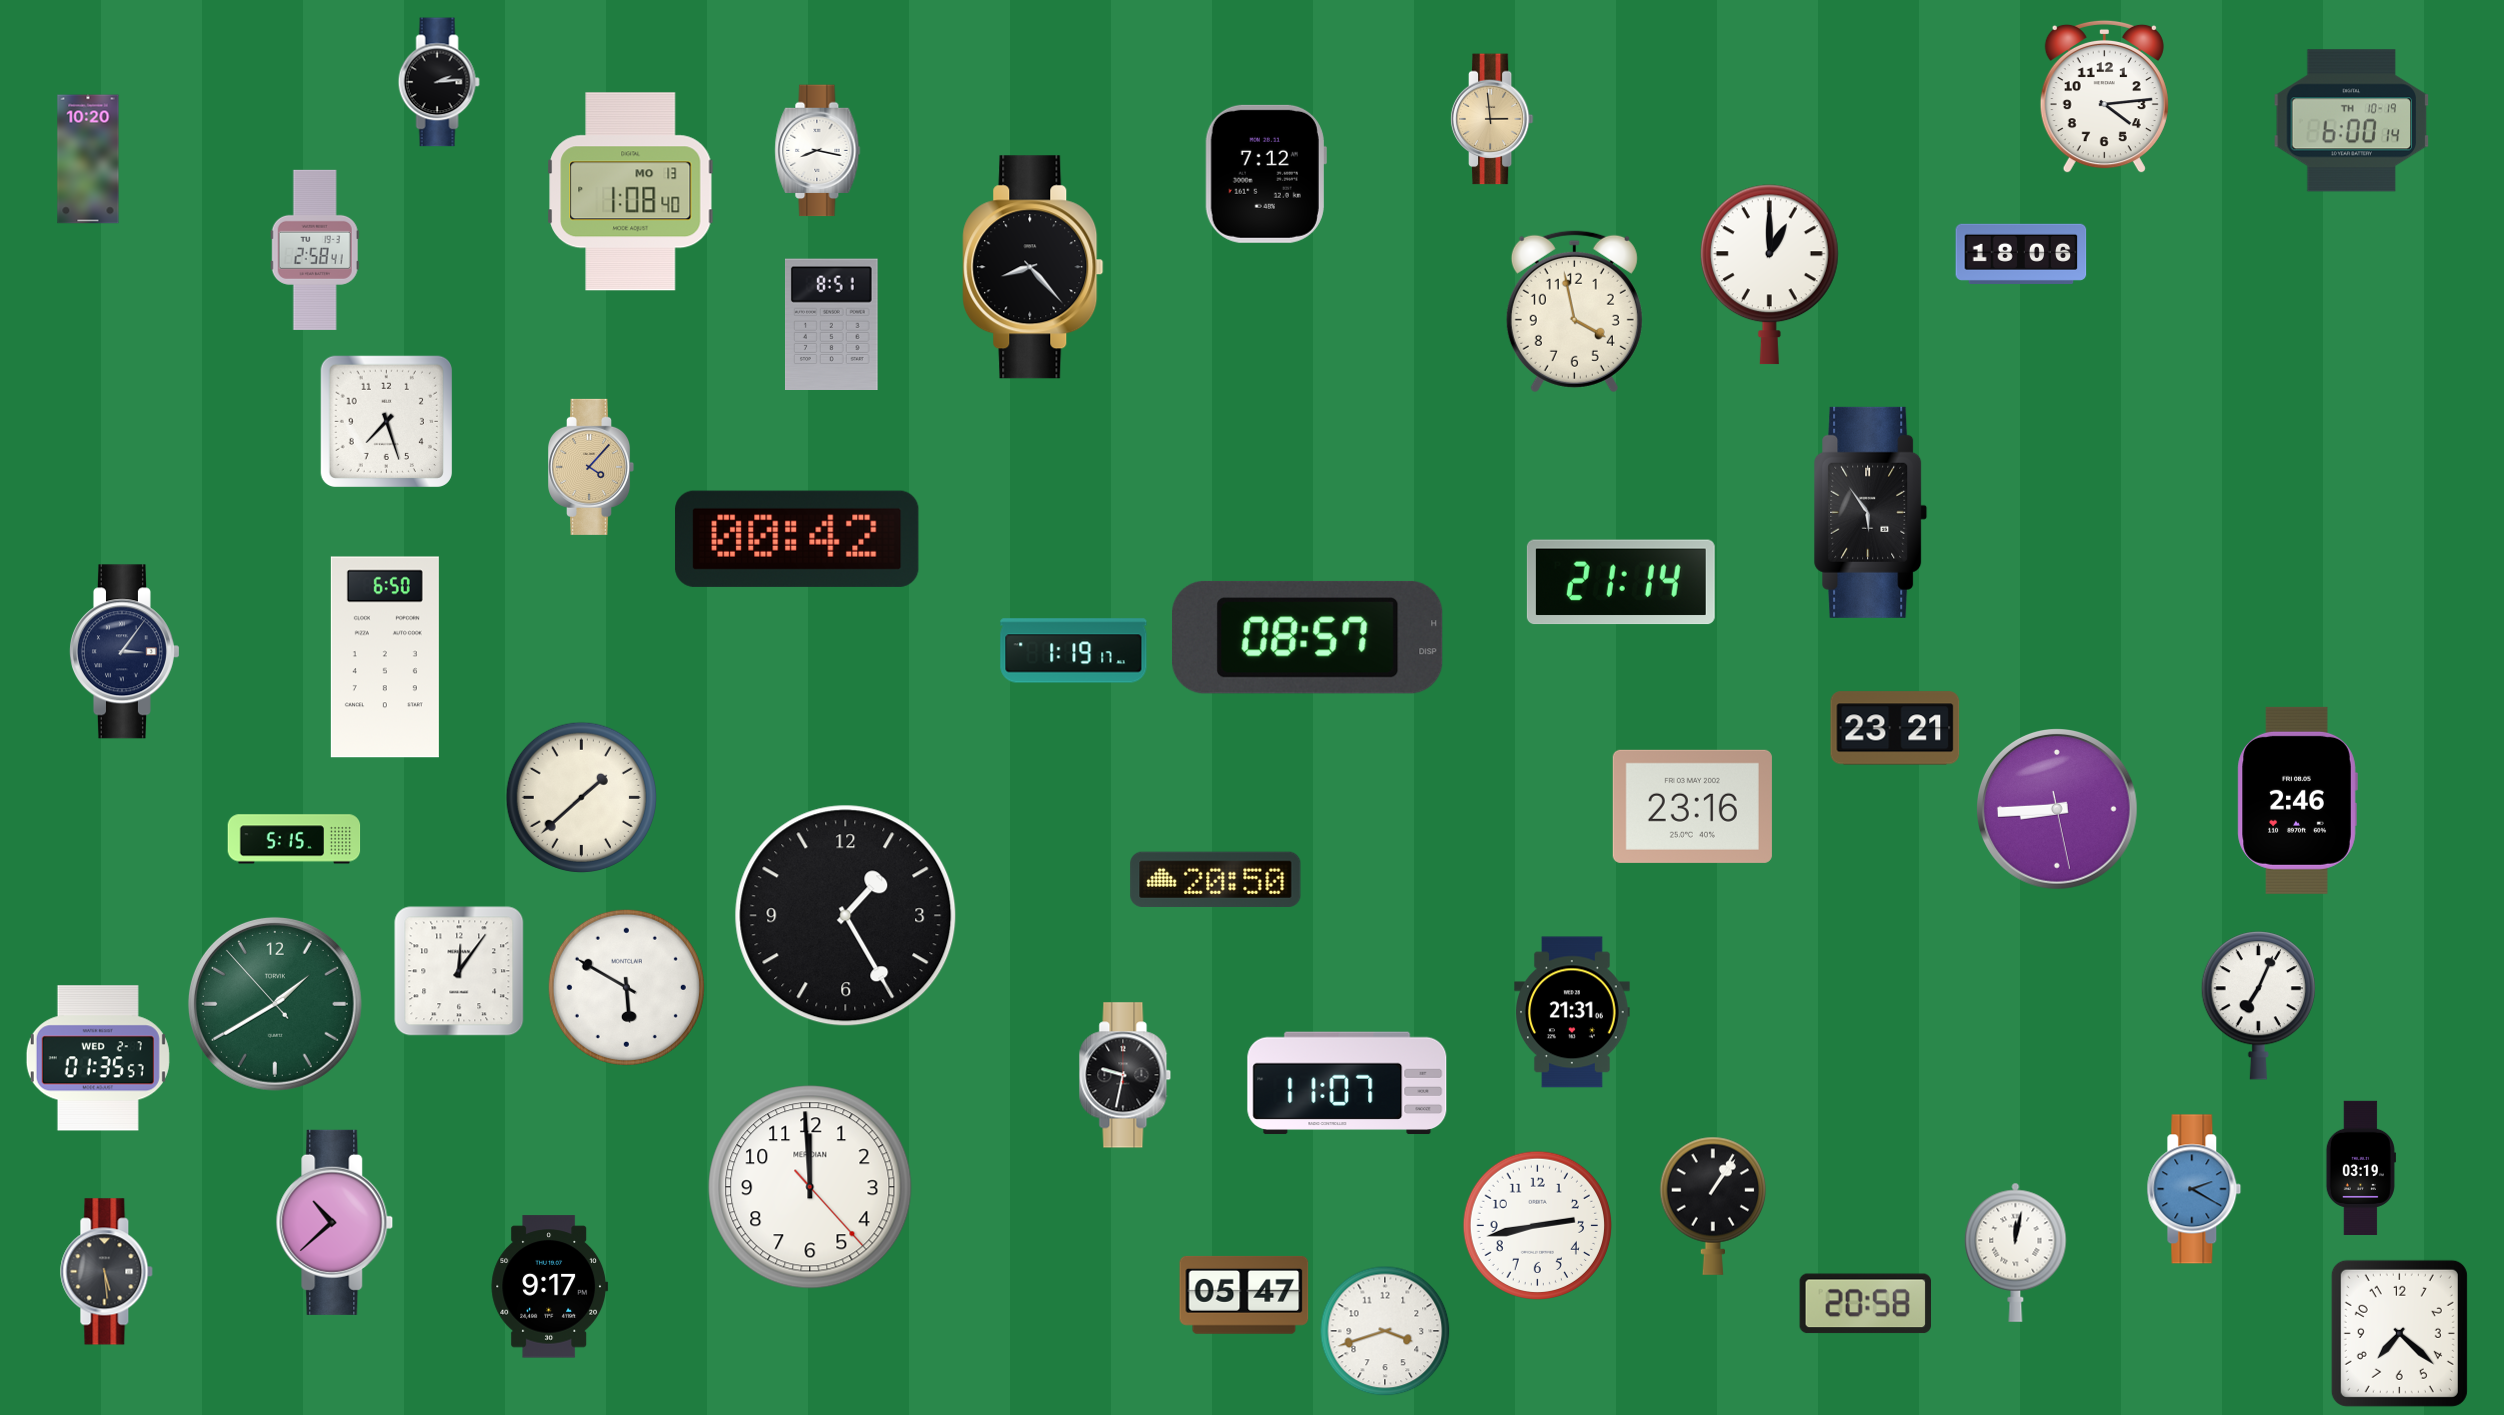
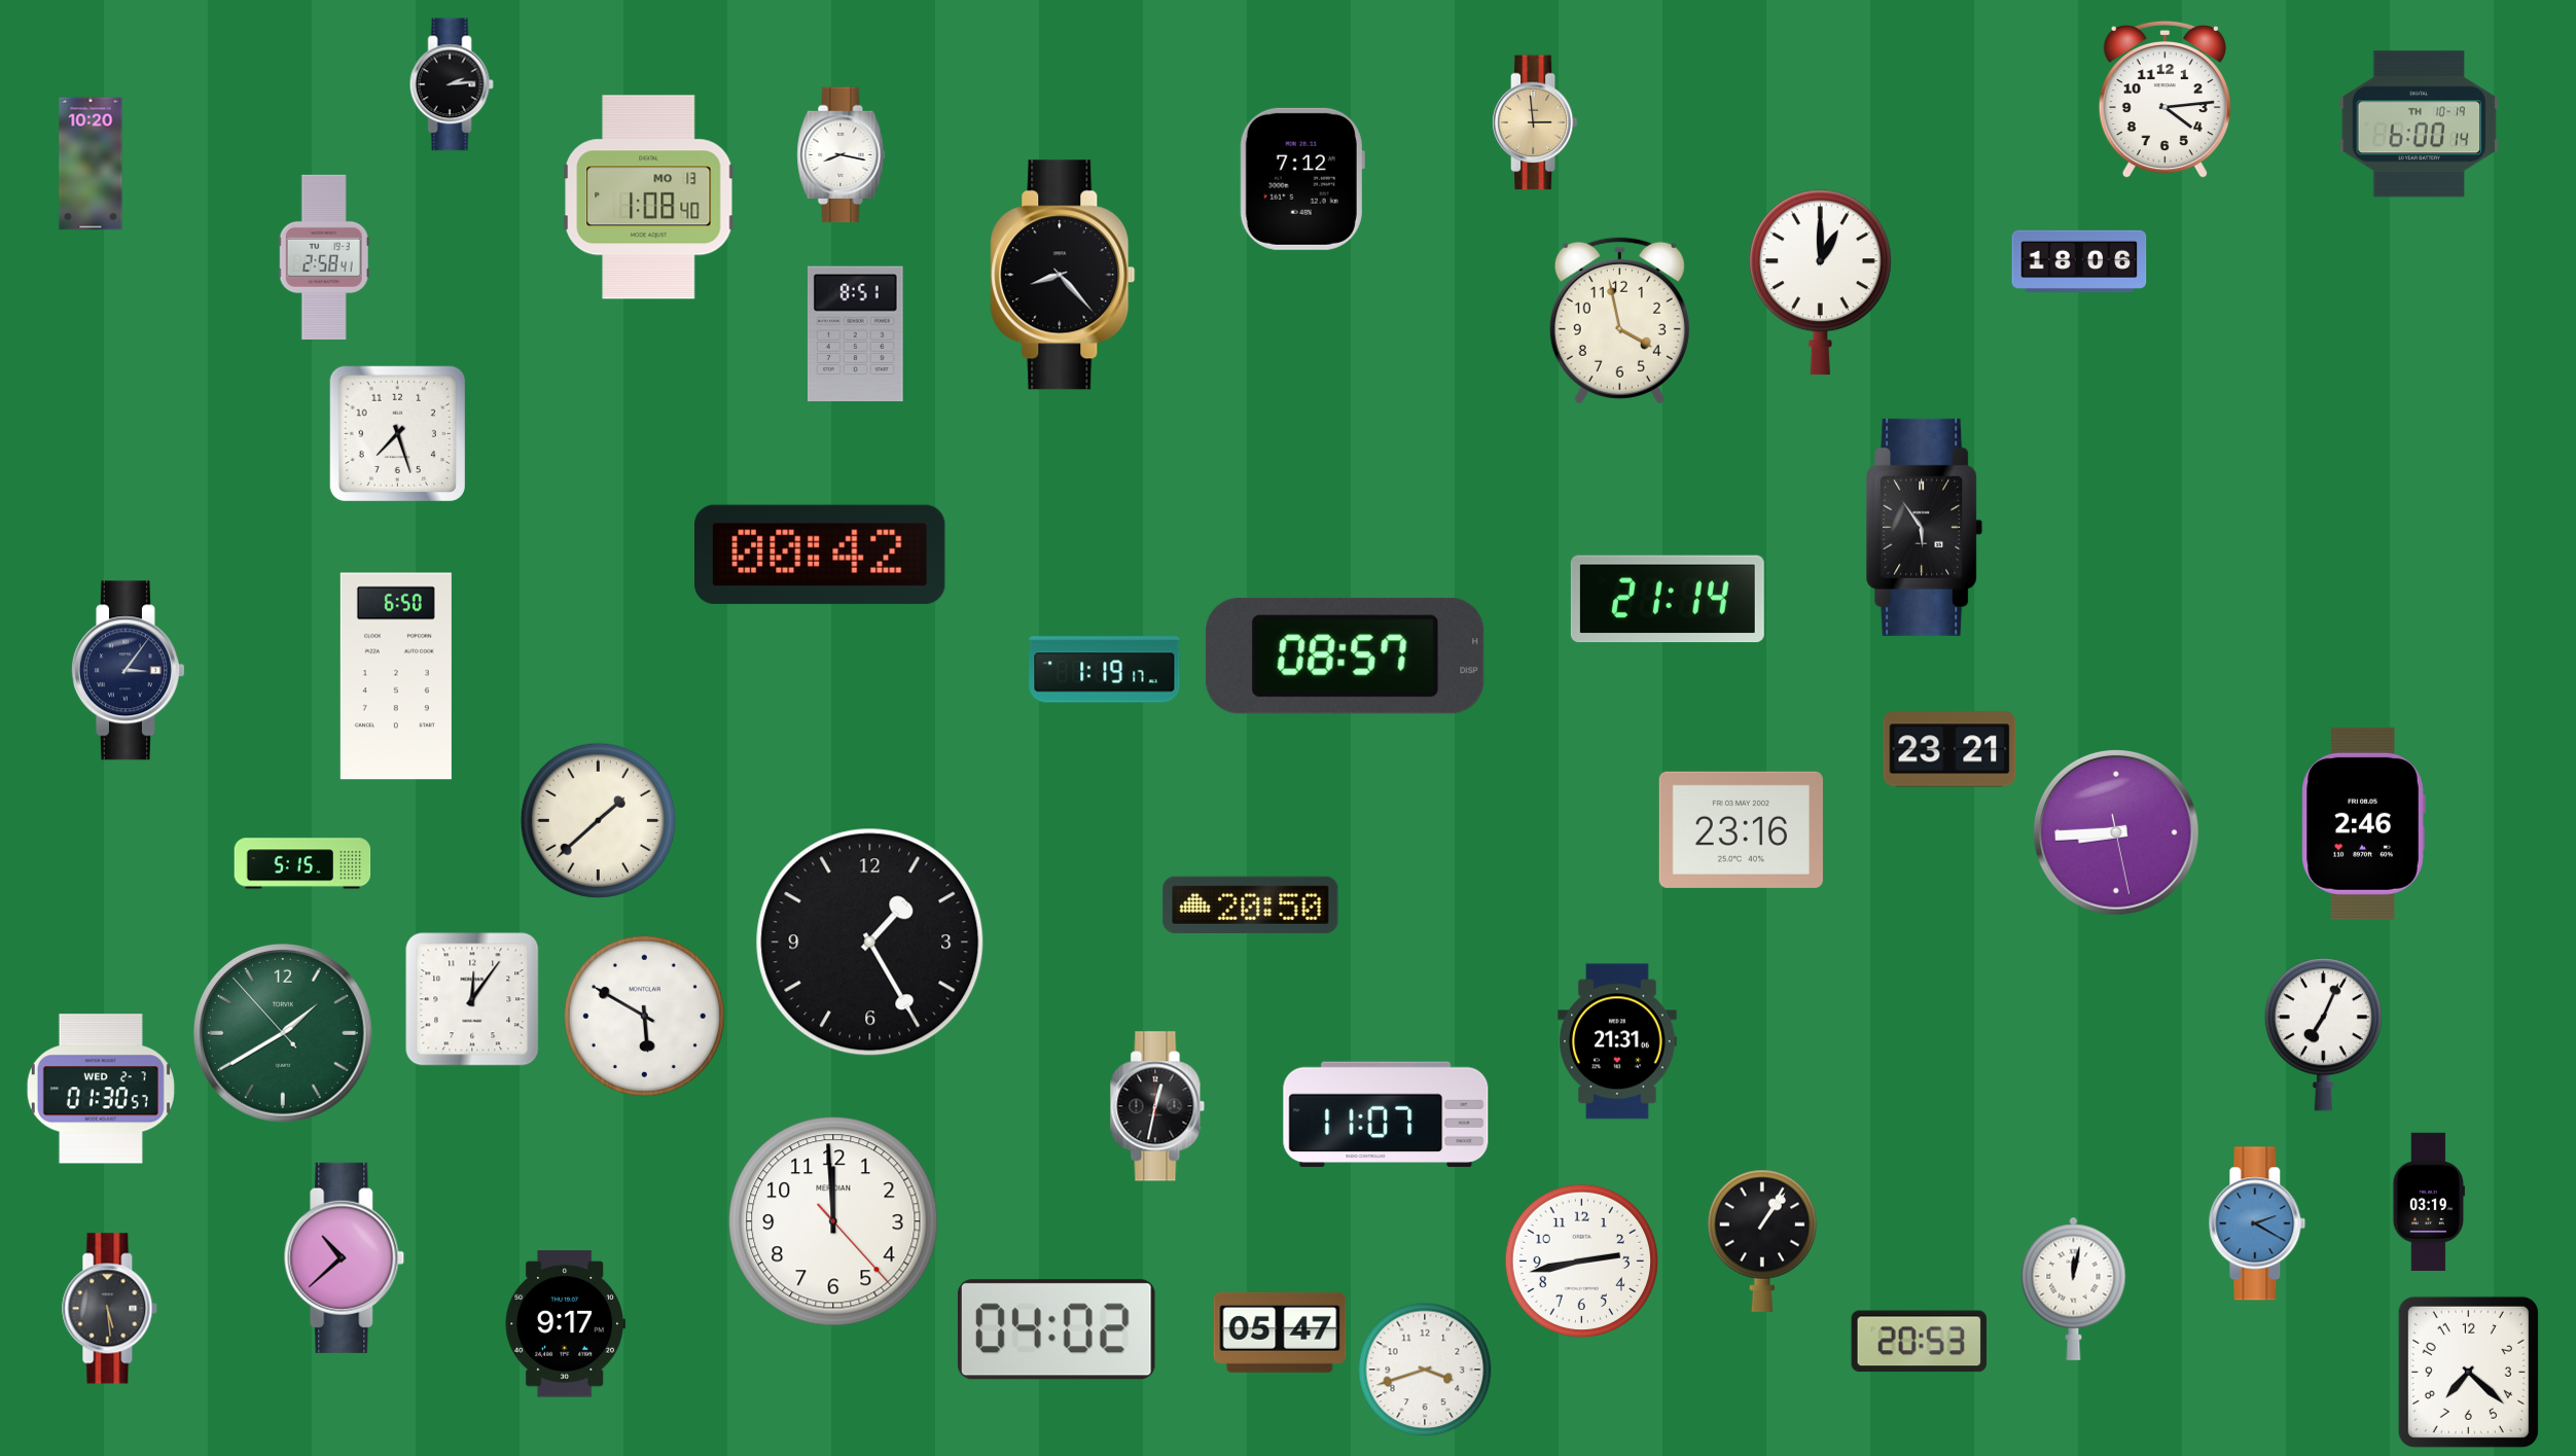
clock at (592, 467): 4:07 -> none
clock at (98, 1058): 01:35 -> 01:30
clock at (1125, 1075): 9:32 -> 12:32
clock at (1057, 1329): none -> 04:02
clock at (1865, 1304): 20:58 -> 20:53
